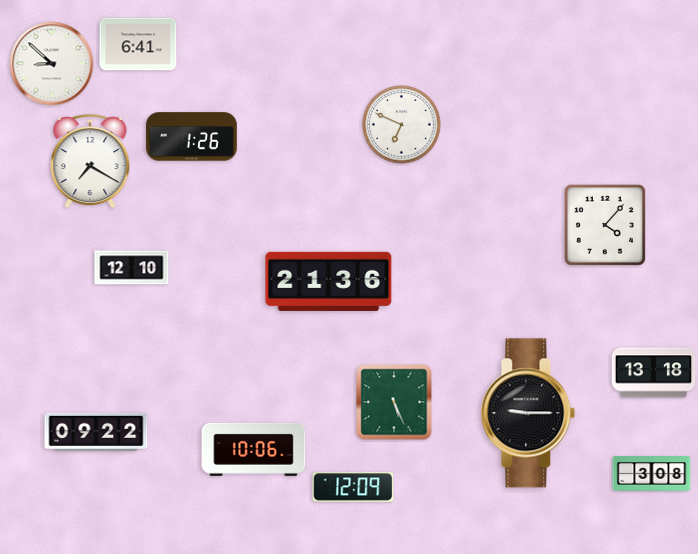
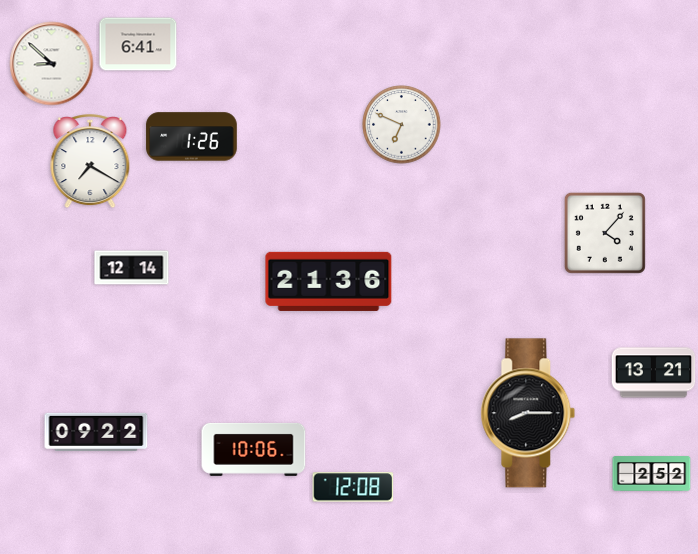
clock at (605, 225) position: (605, 225) -> (605, 233)
clock at (132, 268): 12:10 -> 12:14
clock at (654, 373): 13:18 -> 13:21
clock at (394, 402): 5:26 -> none
clock at (528, 413): 9:15 -> 8:15
clock at (652, 474): 3:08 -> 2:52
clock at (353, 487): 12:09 -> 12:08
